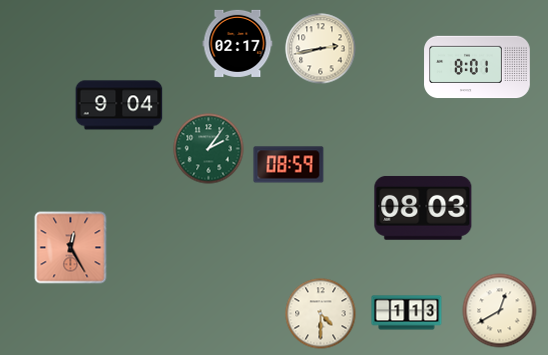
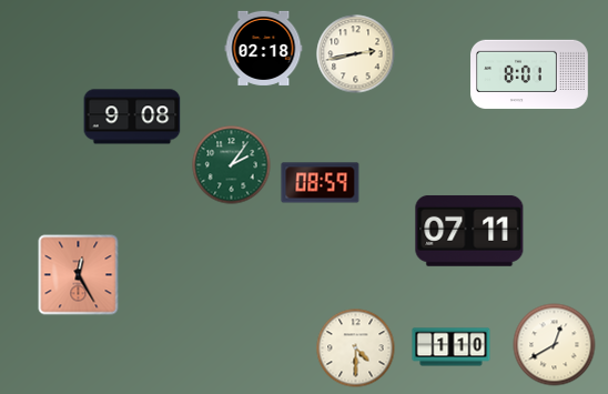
clock at (238, 43): 02:17 -> 02:18
clock at (119, 105): 9:04 -> 9:08
clock at (423, 208): 08:03 -> 07:11
clock at (407, 313): 1:13 -> 1:10
